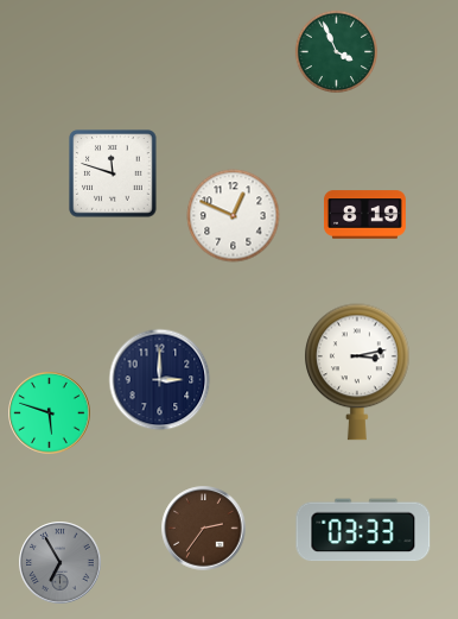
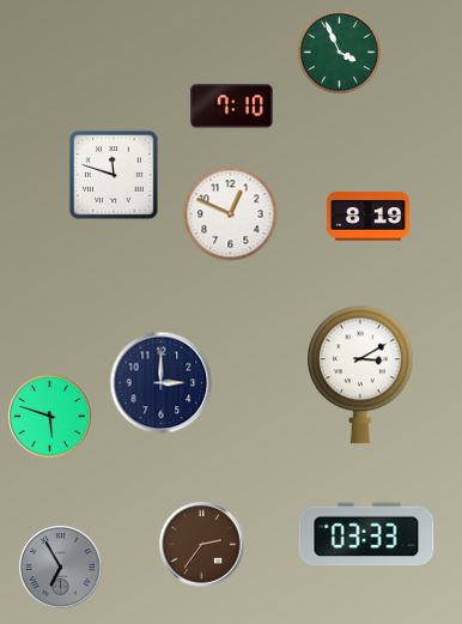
clock at (231, 107): none -> 7:10
clock at (234, 216) position: (234, 216) -> (231, 214)
clock at (358, 372): 3:13 -> 3:10
clock at (204, 529) position: (204, 529) -> (202, 545)
